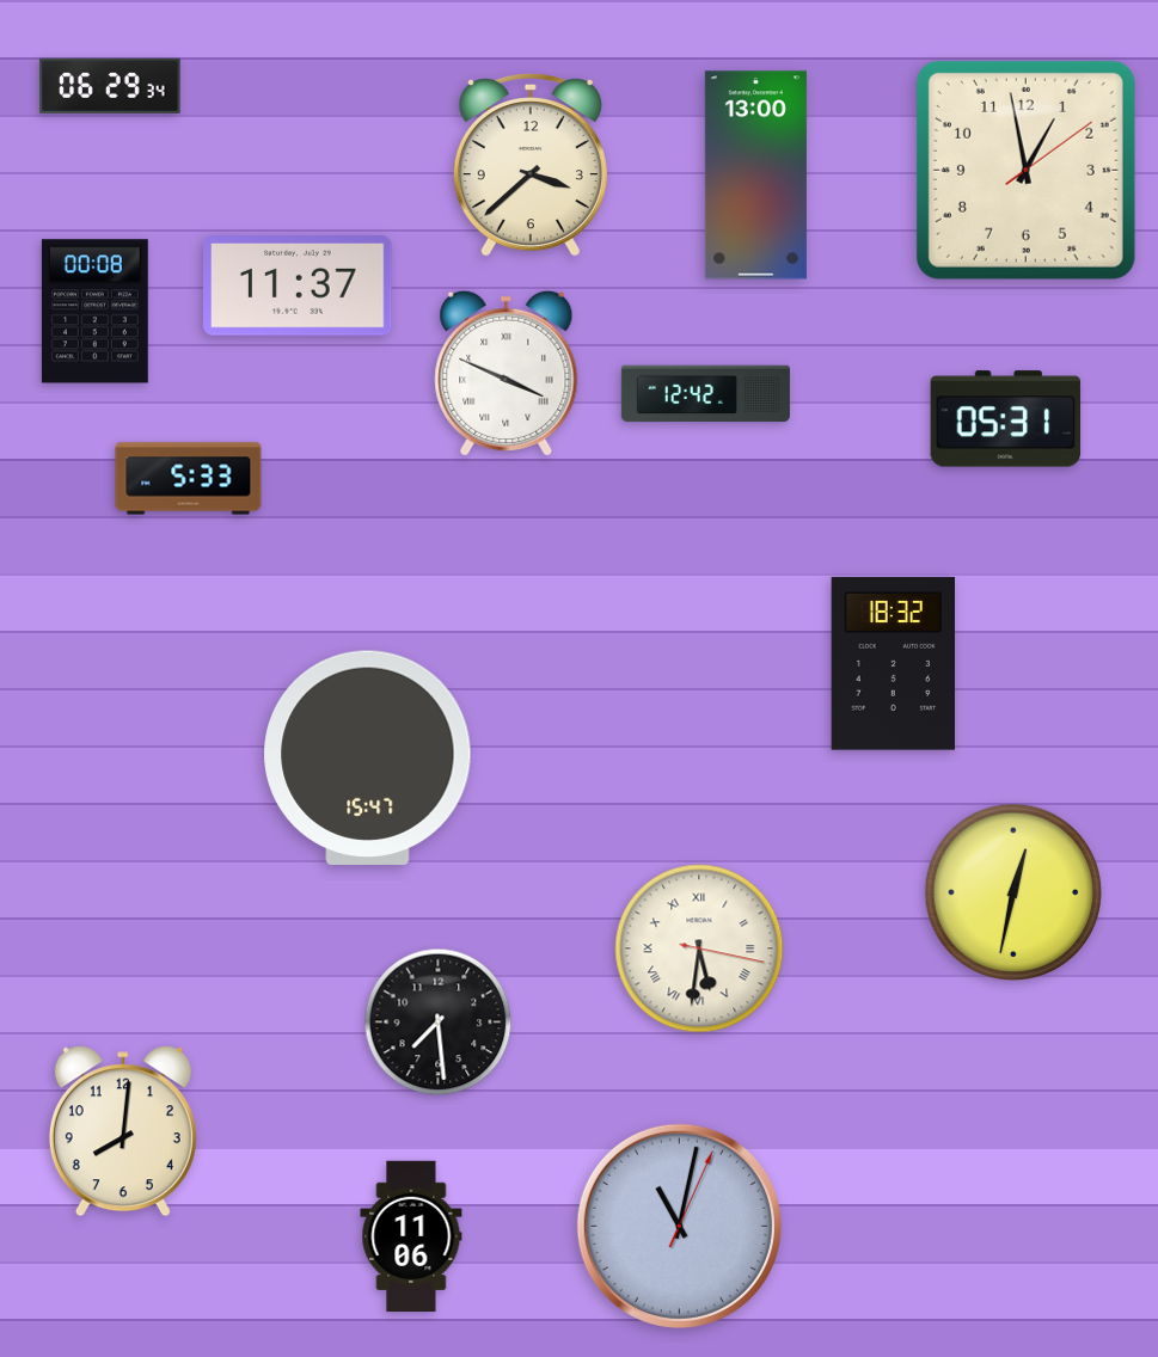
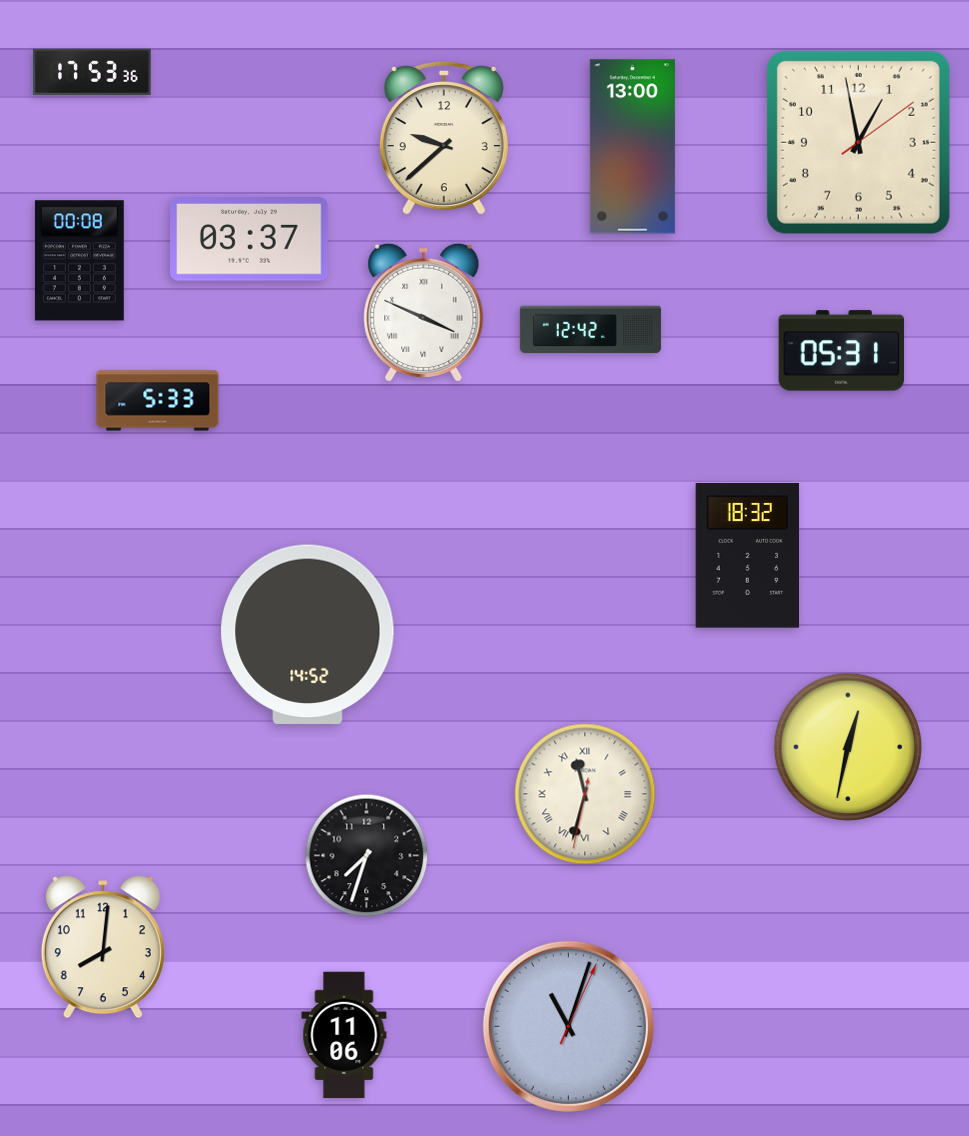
clock at (110, 86): 06:29 -> 17:53
clock at (531, 165): 3:38 -> 9:38
clock at (299, 287): 11:37 -> 03:37
clock at (368, 757): 15:47 -> 14:52
clock at (699, 948): 5:31 -> 11:32
clock at (439, 1023): 7:29 -> 7:33
clock at (679, 1226): 11:02 -> 11:03
